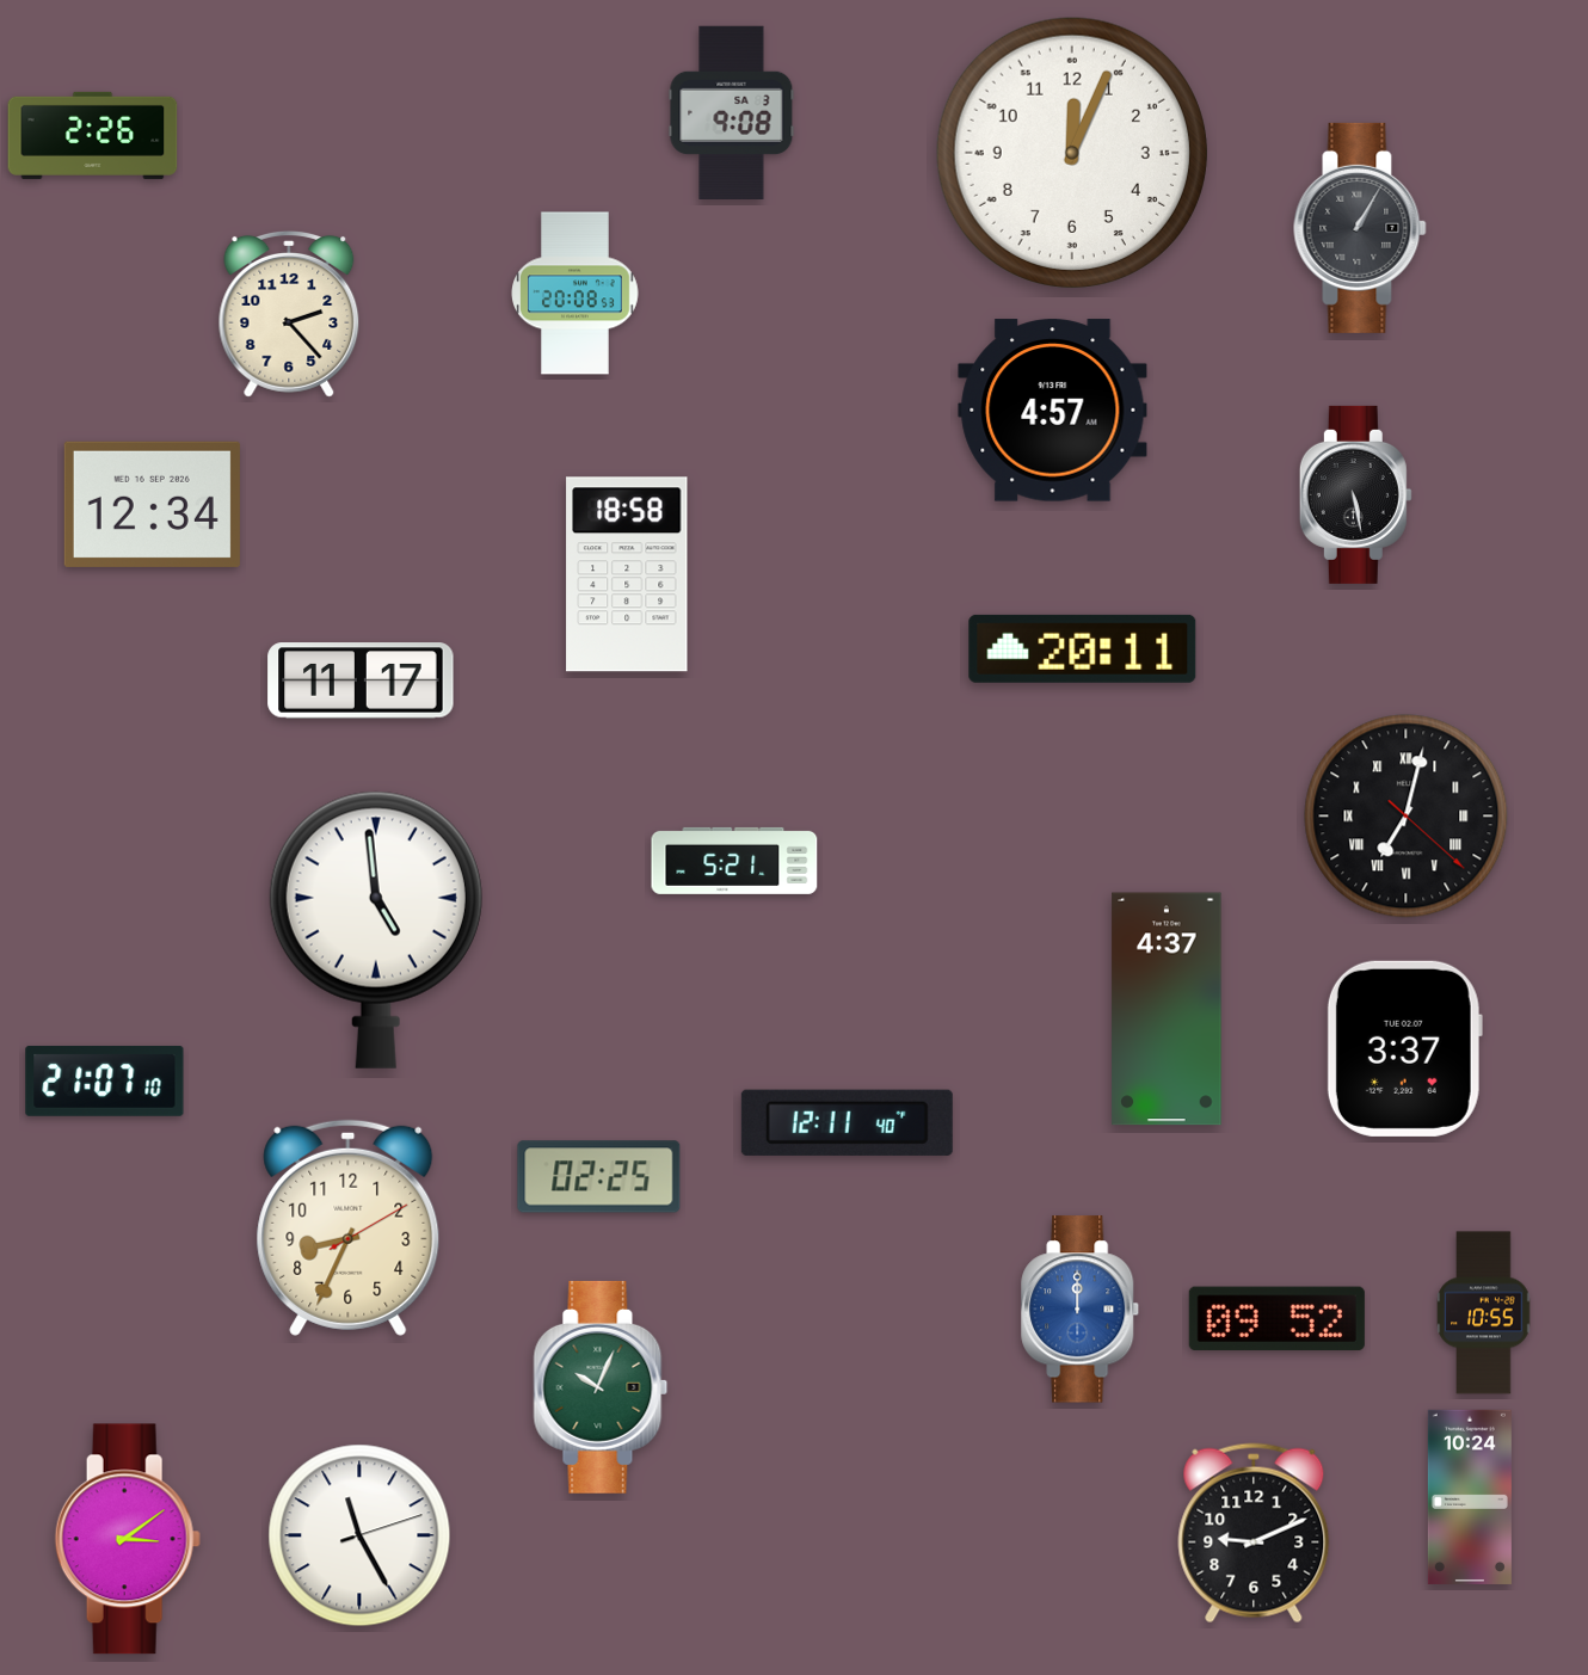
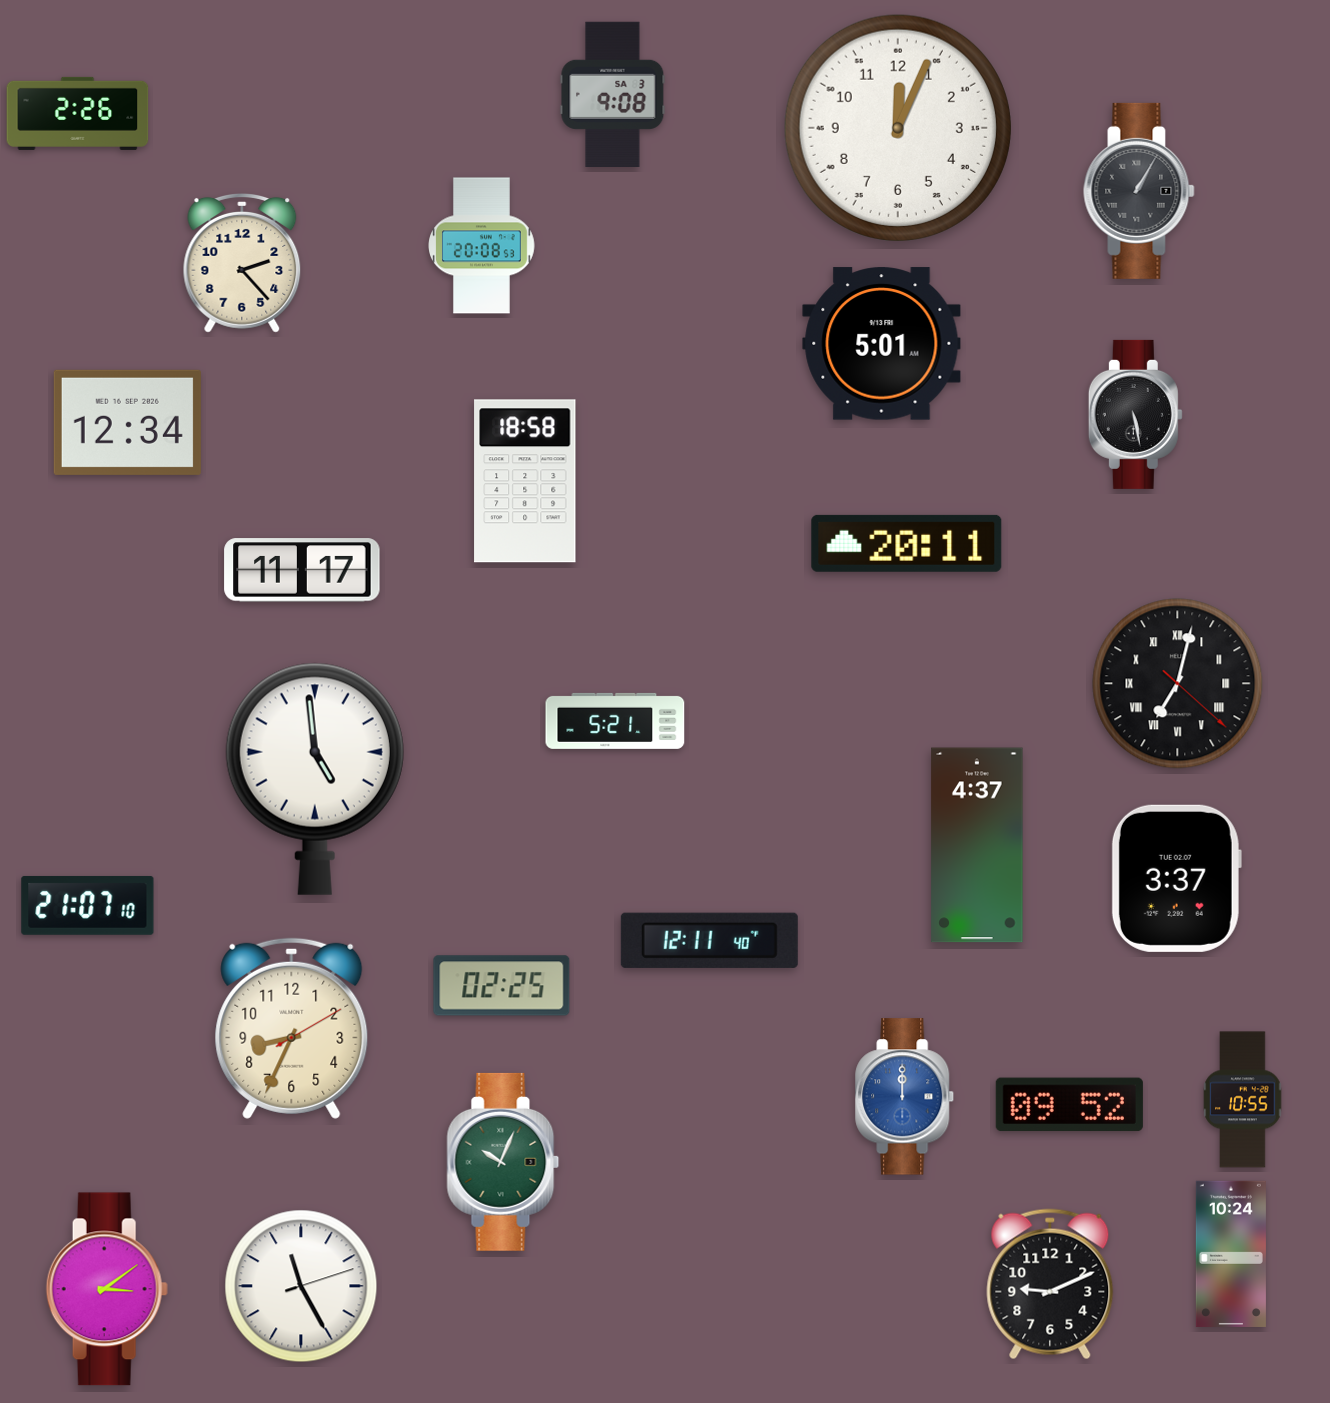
clock at (1053, 411): 4:57 -> 5:01
